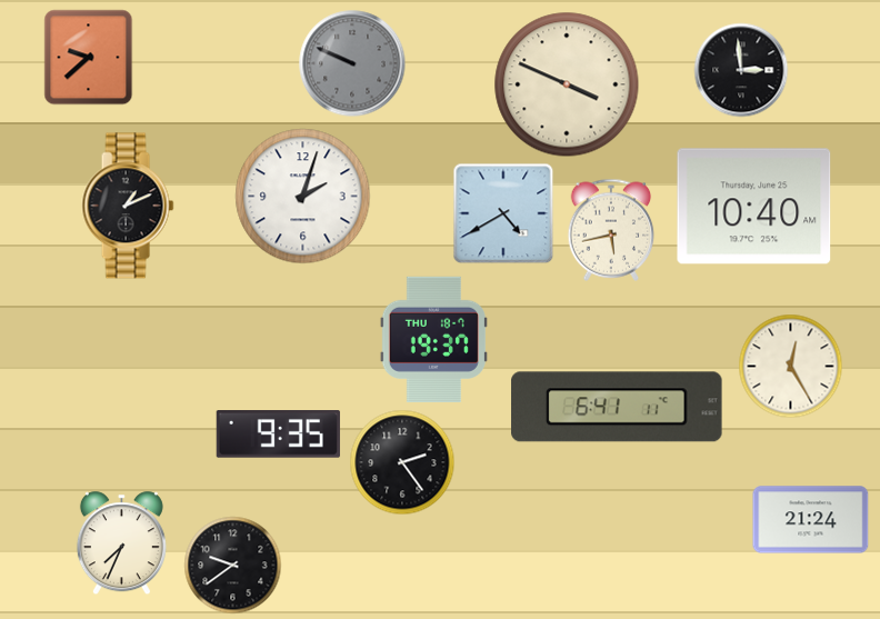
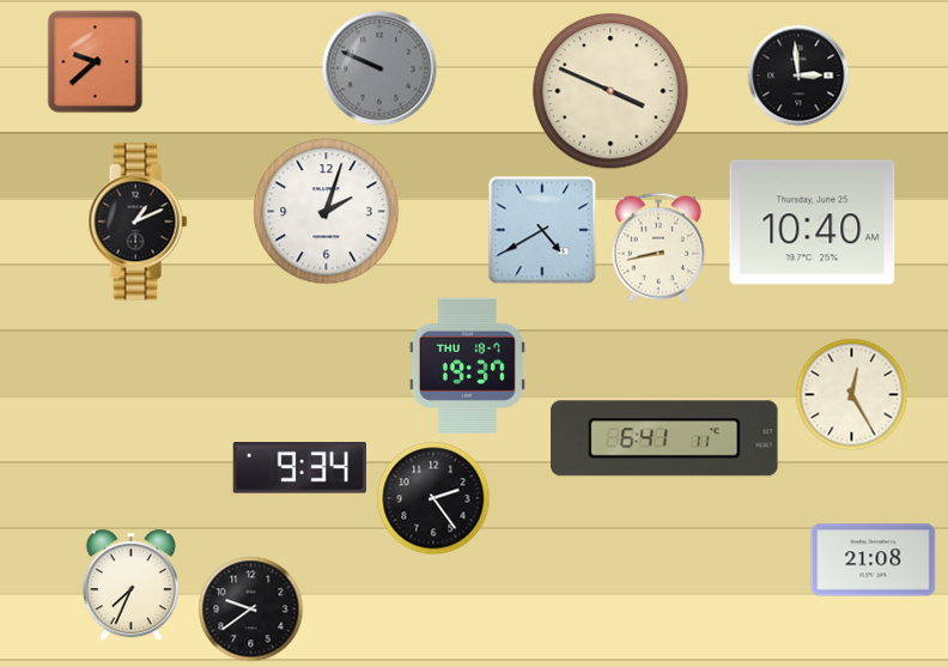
clock at (611, 230): 5:43 -> 8:43
clock at (278, 435): 9:35 -> 9:34
clock at (811, 520): 21:24 -> 21:08
